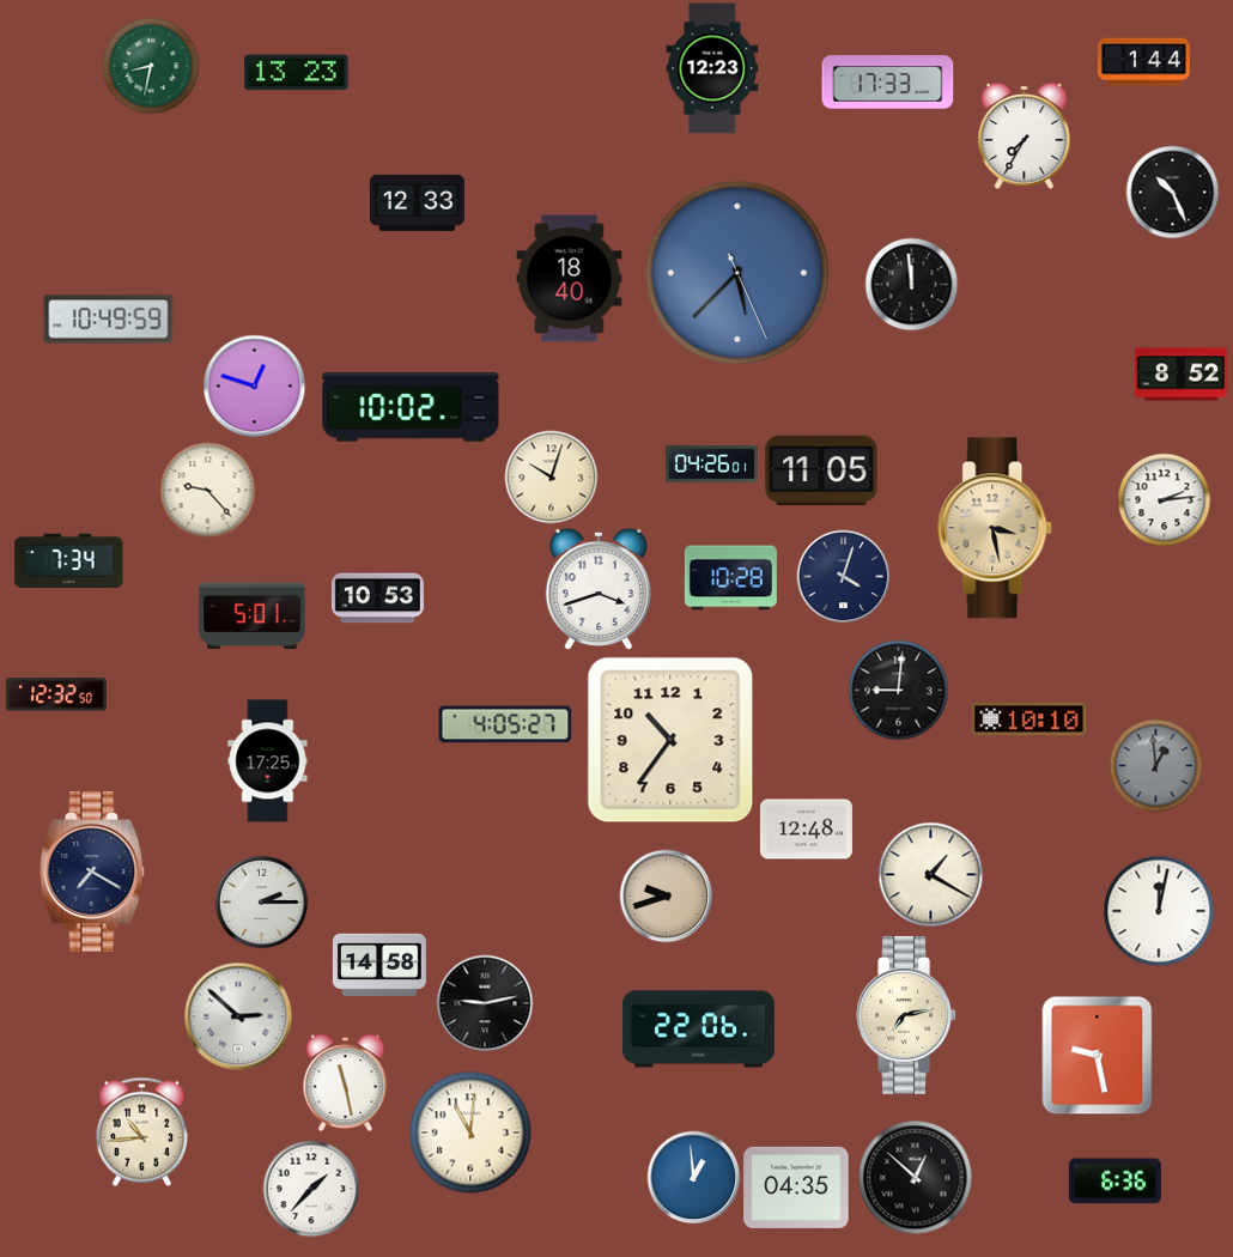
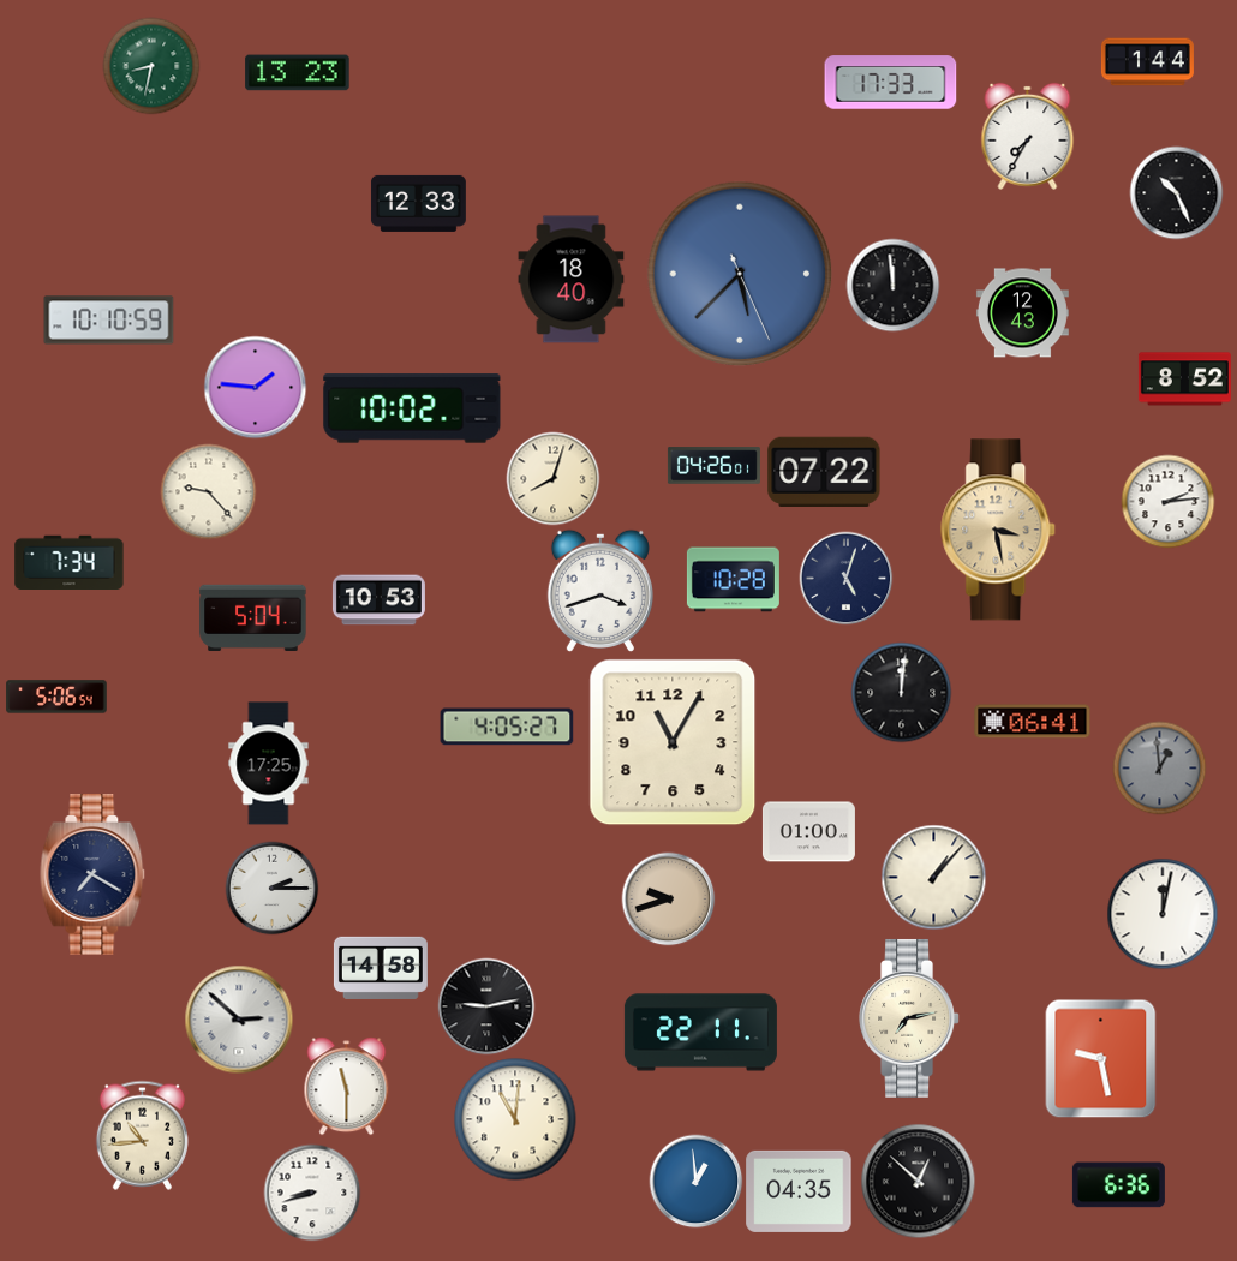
clock at (712, 68): 12:23 -> none
clock at (911, 284) position: (911, 284) -> (892, 285)
clock at (1022, 313): none -> 12:43
clock at (109, 320): 10:49 -> 10:10
clock at (1180, 375) position: (1180, 375) -> (1184, 380)
clock at (254, 385): 12:48 -> 1:46
clock at (821, 470): 11:05 -> 07:22
clock at (551, 476): 10:03 -> 8:03
clock at (843, 576): 4:03 -> 5:03
clock at (253, 615): 5:01 -> 5:04
clock at (898, 690): 9:01 -> 12:01
clock at (56, 694): 12:32 -> 5:06
clock at (1029, 719): 10:10 -> 06:41
clock at (670, 740): 10:36 -> 11:05
clock at (806, 830): 12:48 -> 01:00
clock at (930, 874): 1:20 -> 1:07
clock at (261, 901) position: (261, 901) -> (271, 888)
clock at (698, 1030): 22:06 -> 22:11
clock at (346, 1082): 11:28 -> 11:30
clock at (470, 1132) position: (470, 1132) -> (515, 1119)
clock at (311, 1189): 1:37 -> 8:42
